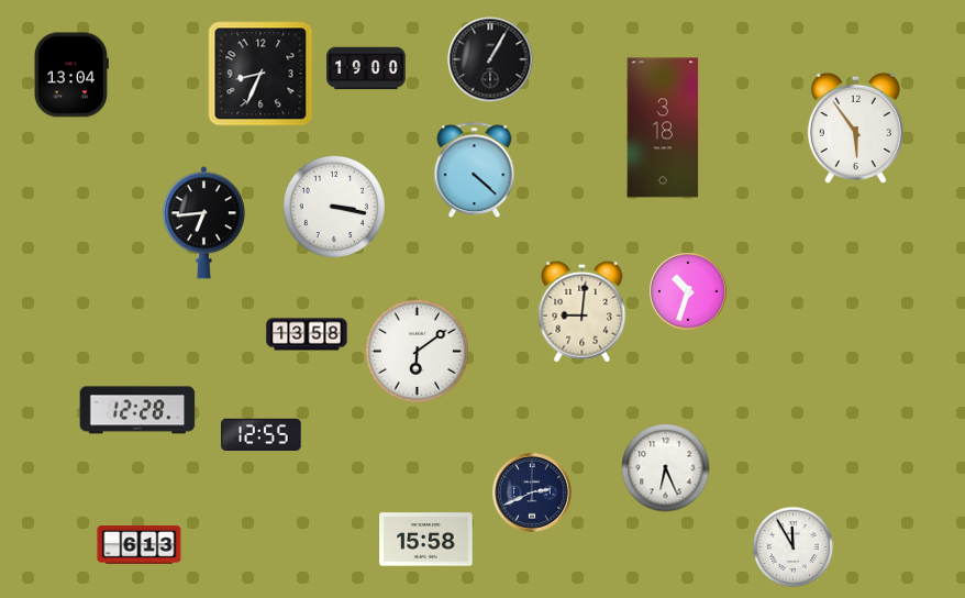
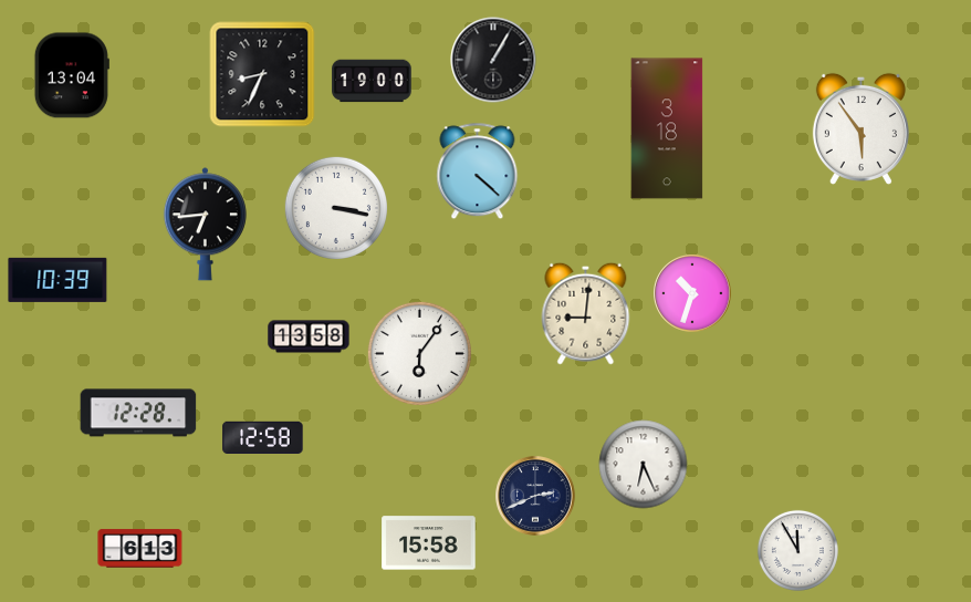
clock at (366, 68) position: (366, 68) -> (372, 81)
clock at (58, 280): none -> 10:39
clock at (417, 351): 6:09 -> 6:06
clock at (262, 434): 12:55 -> 12:58
clock at (666, 468) position: (666, 468) -> (644, 465)
